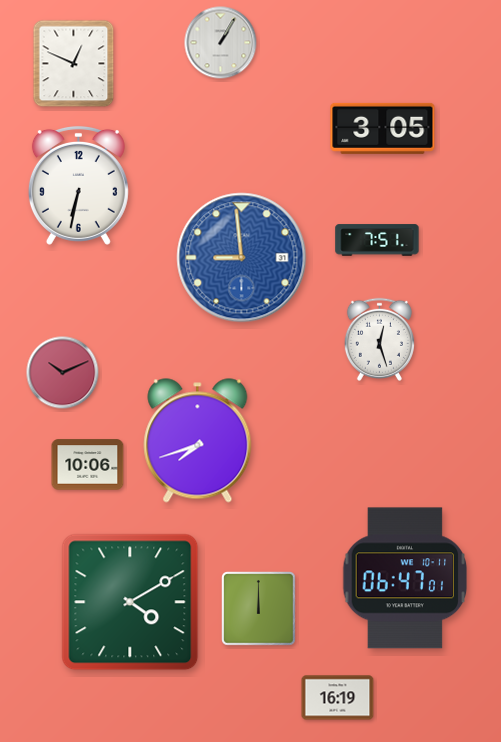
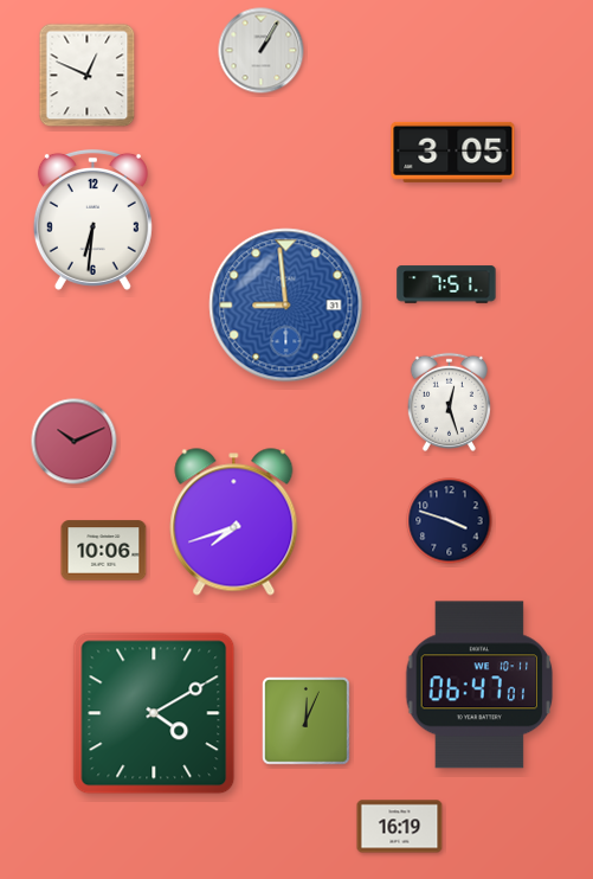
clock at (78, 185): 6:32 -> 6:31
clock at (450, 521): none -> 3:48
clock at (259, 609): 12:00 -> 12:04
